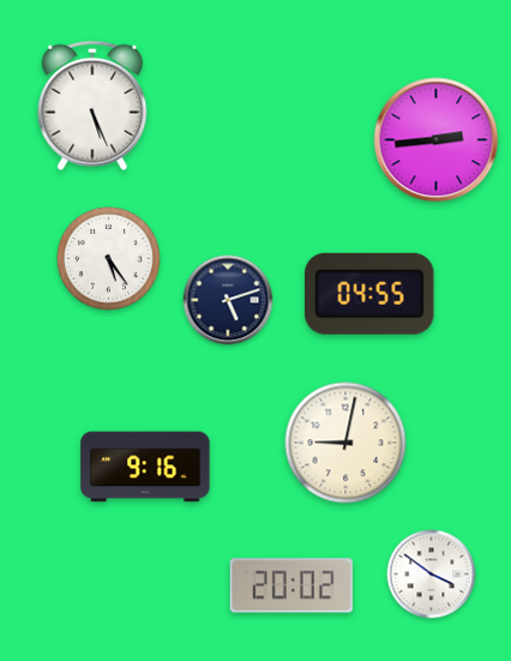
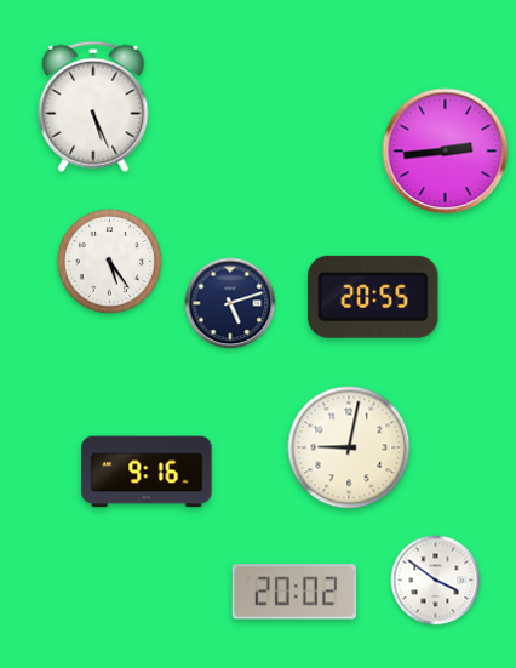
clock at (437, 140) position: (437, 140) -> (446, 152)
clock at (369, 294): 04:55 -> 20:55
